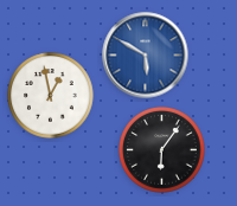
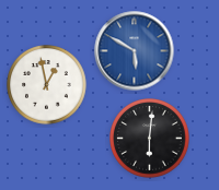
clock at (51, 96) position: (51, 96) -> (47, 85)
clock at (162, 150): 6:06 -> 6:01
